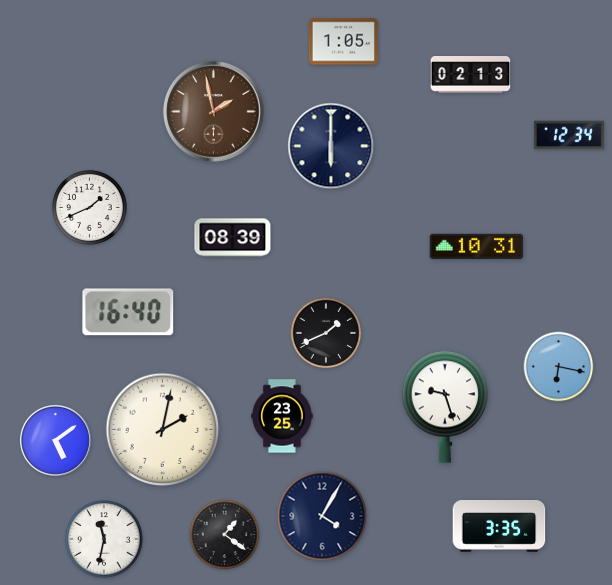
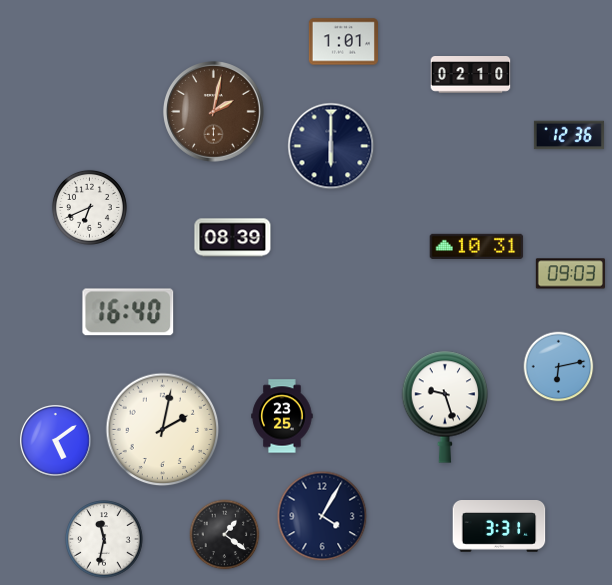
clock at (343, 42): 1:05 -> 1:01
clock at (471, 75): 02:13 -> 02:10
clock at (214, 112): 1:58 -> 2:02
clock at (569, 135): 12:34 -> 12:36
clock at (89, 207): 1:41 -> 6:41
clock at (570, 274): none -> 09:03
clock at (326, 333): 1:41 -> none
clock at (559, 367): 6:17 -> 6:13
clock at (499, 526): 3:35 -> 3:31
